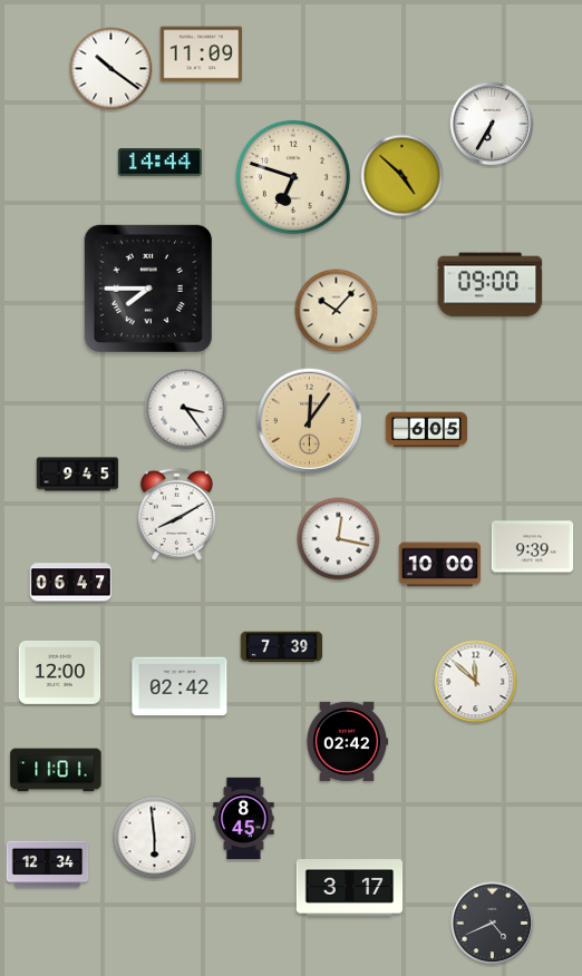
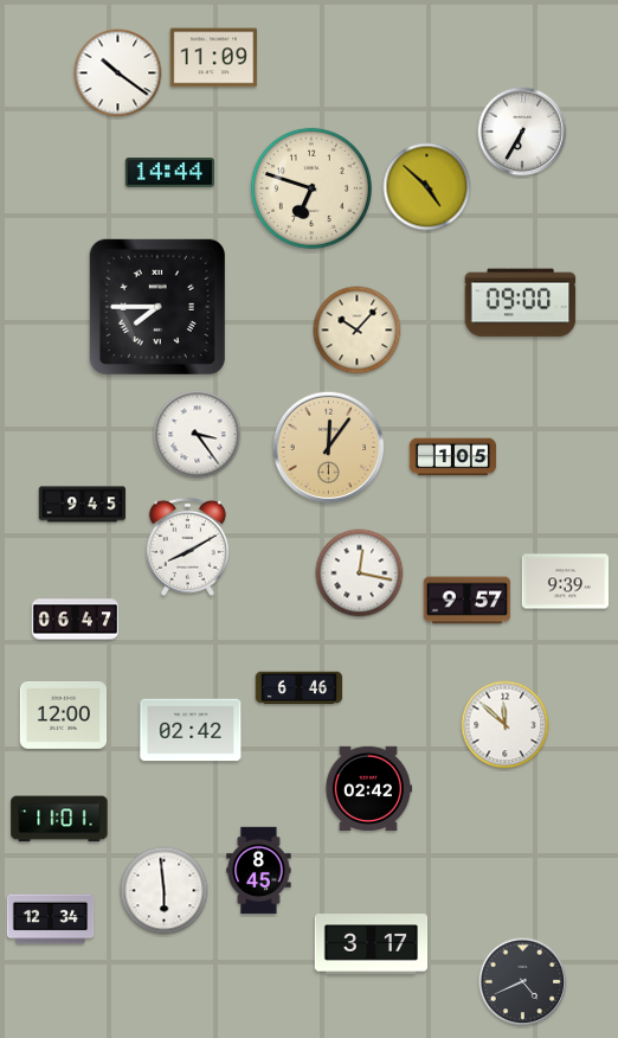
clock at (427, 430): 6:05 -> 1:05
clock at (440, 565): 10:00 -> 9:57
clock at (282, 647): 7:39 -> 6:46
